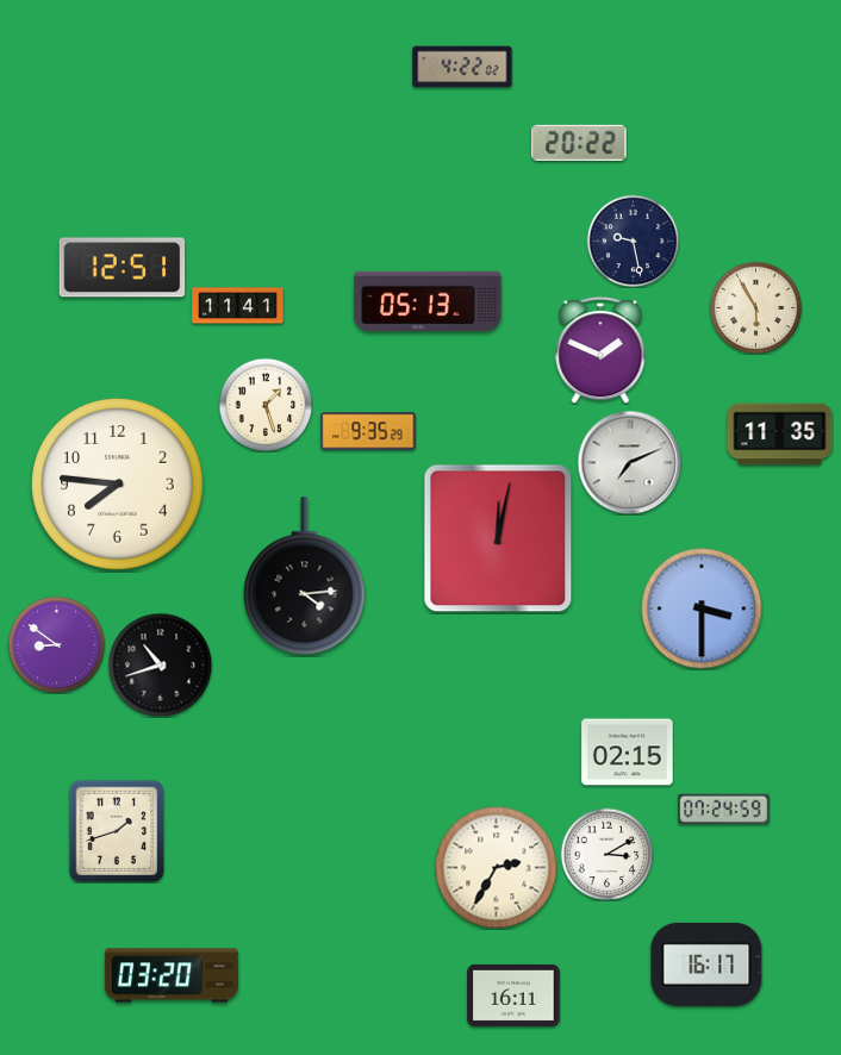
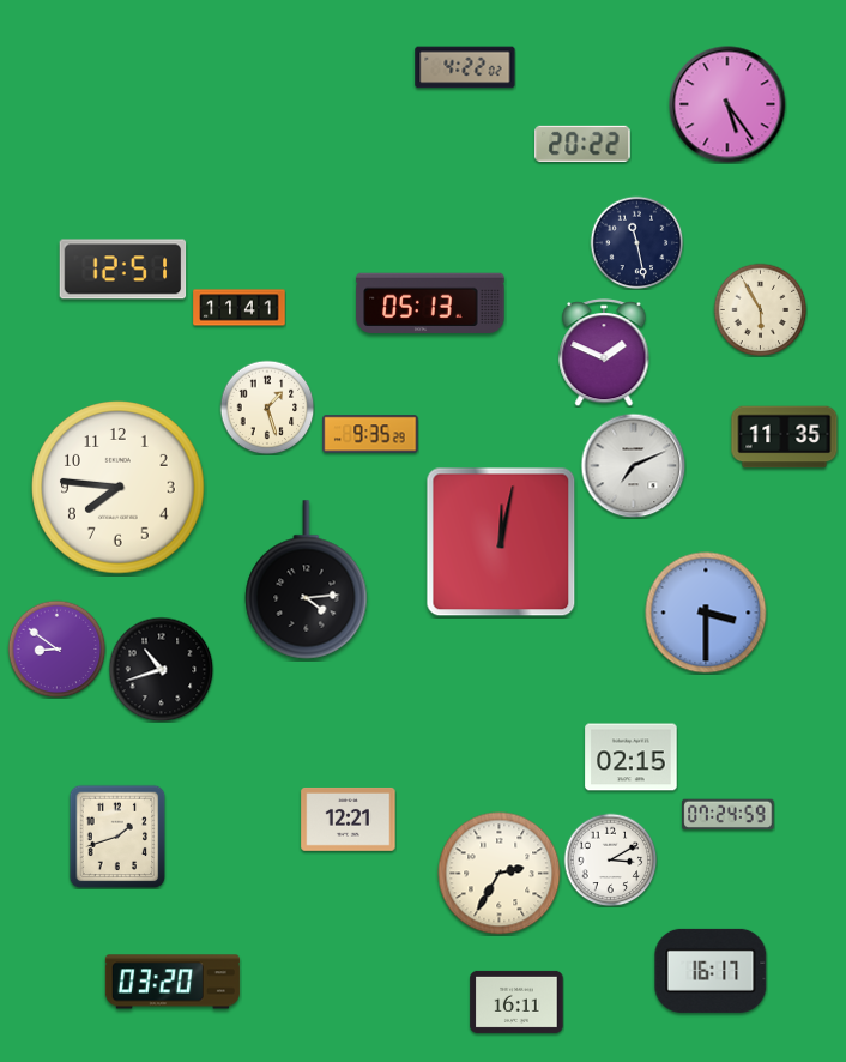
clock at (727, 104): none -> 5:24
clock at (633, 241): 9:28 -> 11:28
clock at (349, 820): none -> 12:21
